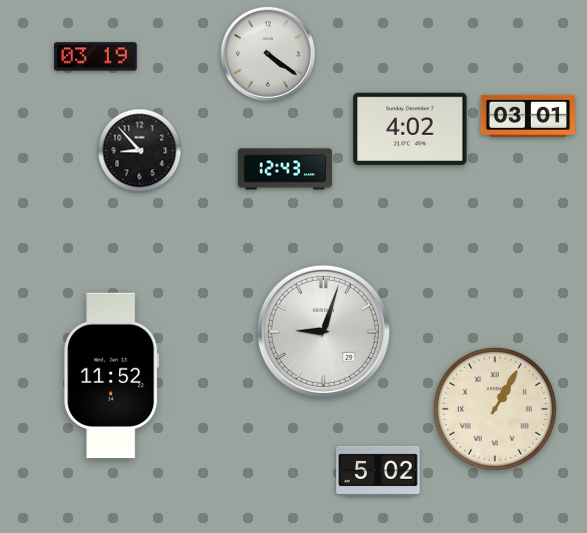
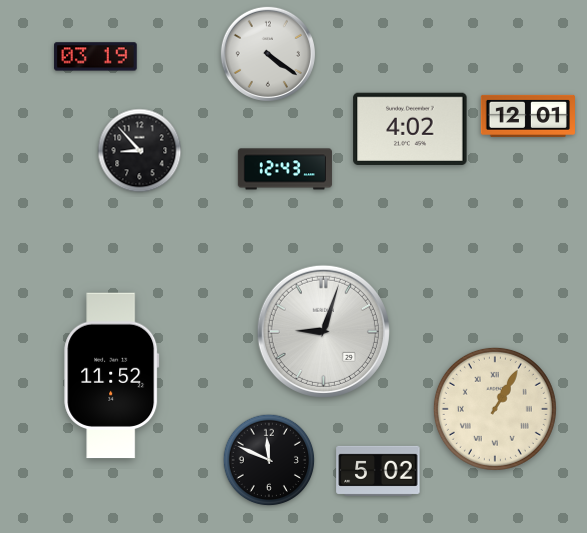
clock at (527, 116): 03:01 -> 12:01
clock at (269, 460): none -> 11:49
